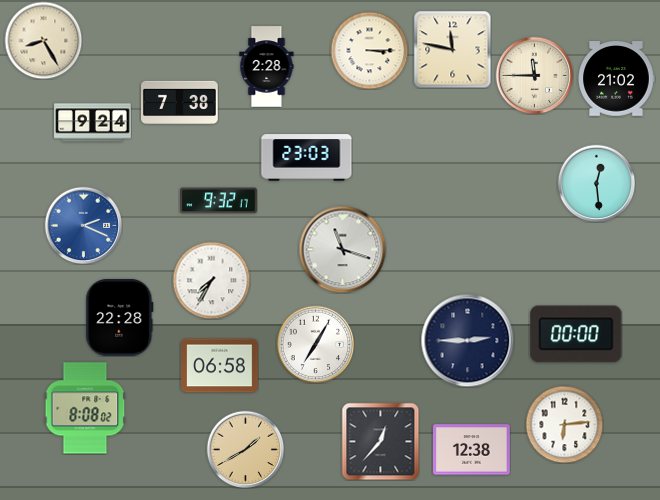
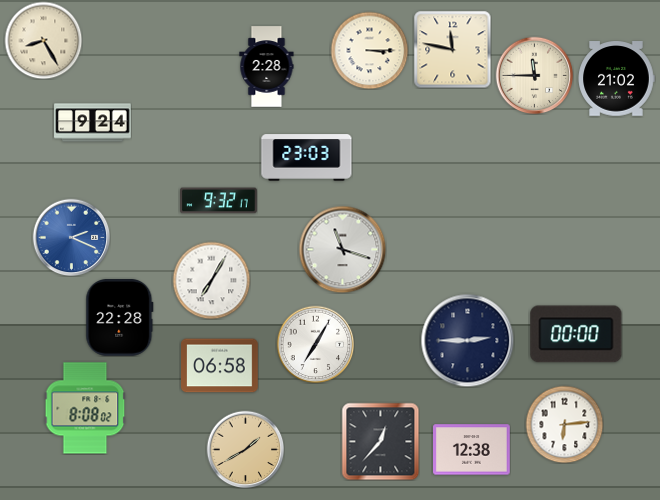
clock at (180, 102): 7:38 -> none
clock at (596, 183): 12:29 -> none
clock at (83, 225) position: (83, 225) -> (71, 237)
clock at (211, 280): 7:35 -> 7:05
